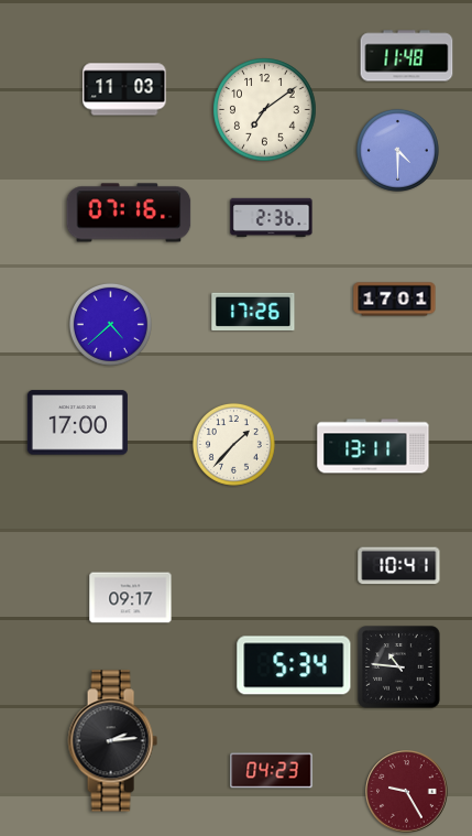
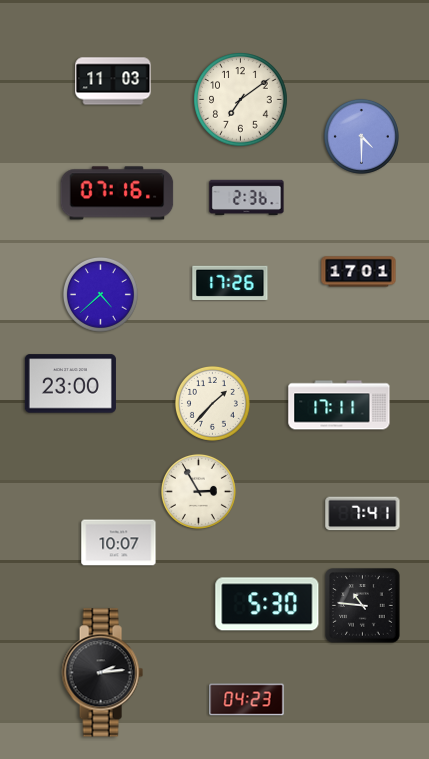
clock at (407, 56): 11:48 -> none
clock at (77, 423): 17:00 -> 23:00
clock at (373, 446): 13:11 -> 17:11
clock at (198, 491): none -> 2:55
clock at (399, 566): 10:41 -> 7:41
clock at (131, 598): 09:17 -> 10:07
clock at (294, 665): 5:34 -> 5:30
clock at (407, 792): 9:25 -> none
